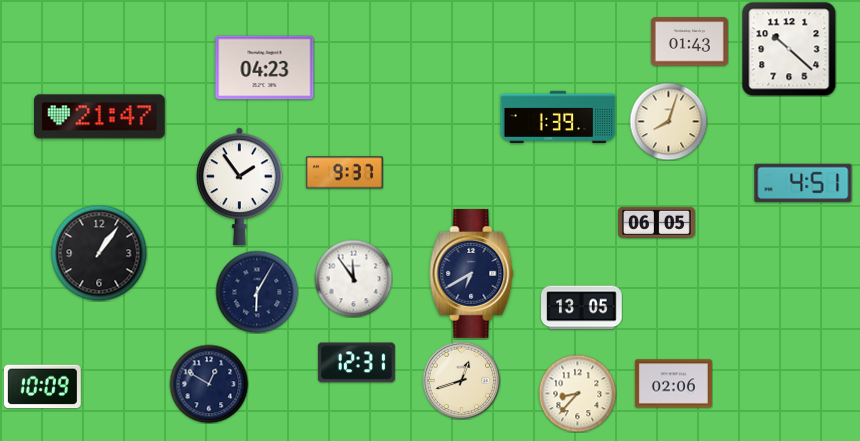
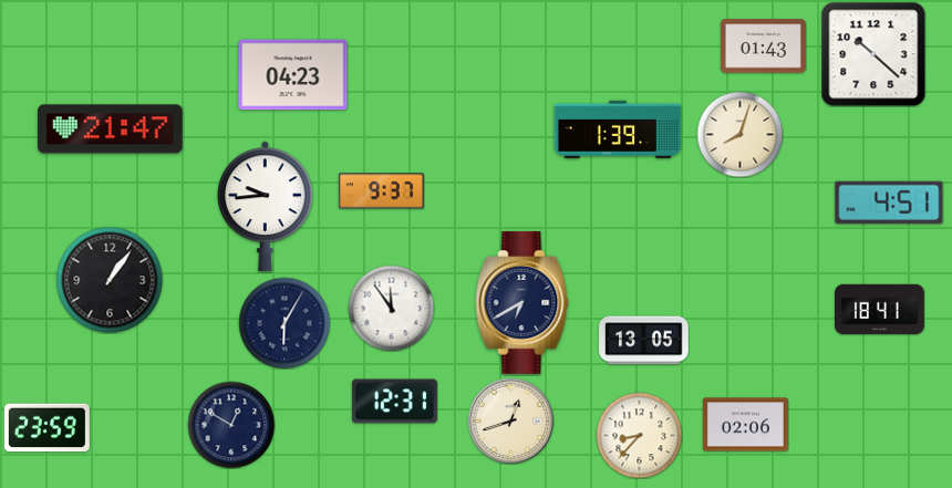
clock at (240, 187): 1:54 -> 9:44
clock at (656, 223): 06:05 -> none
clock at (880, 310): none -> 18:41
clock at (42, 387): 10:09 -> 23:59
